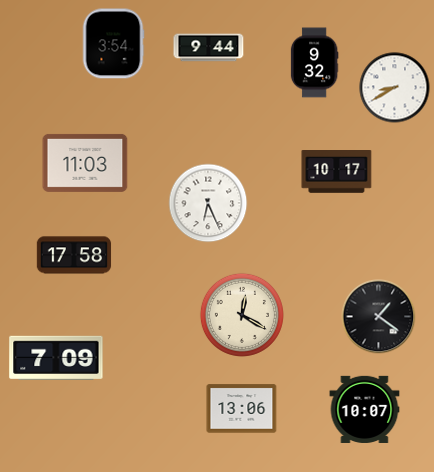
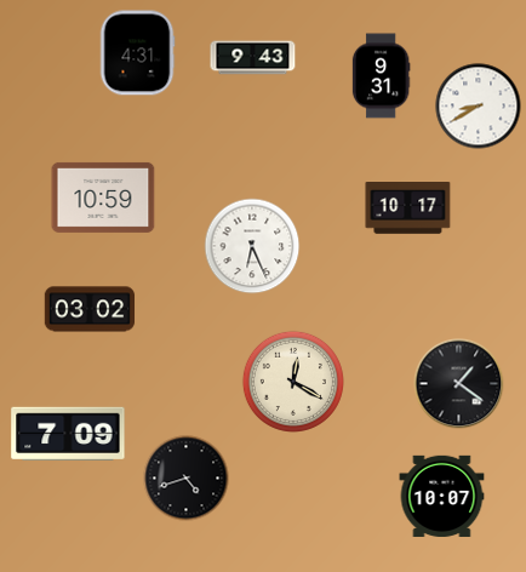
clock at (113, 44): 3:54 -> 4:31
clock at (209, 48): 9:44 -> 9:43
clock at (314, 63): 9:32 -> 9:31
clock at (85, 163): 11:03 -> 10:59
clock at (74, 255): 17:58 -> 03:02
clock at (187, 479): none -> 4:42
clock at (242, 409): 13:06 -> none
